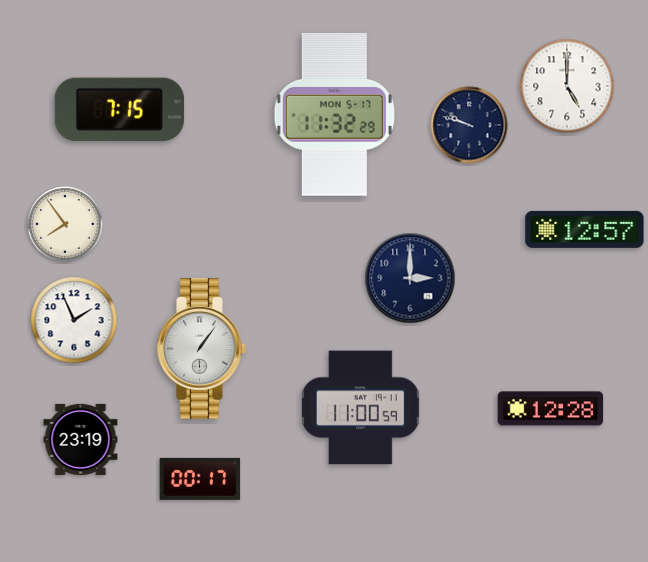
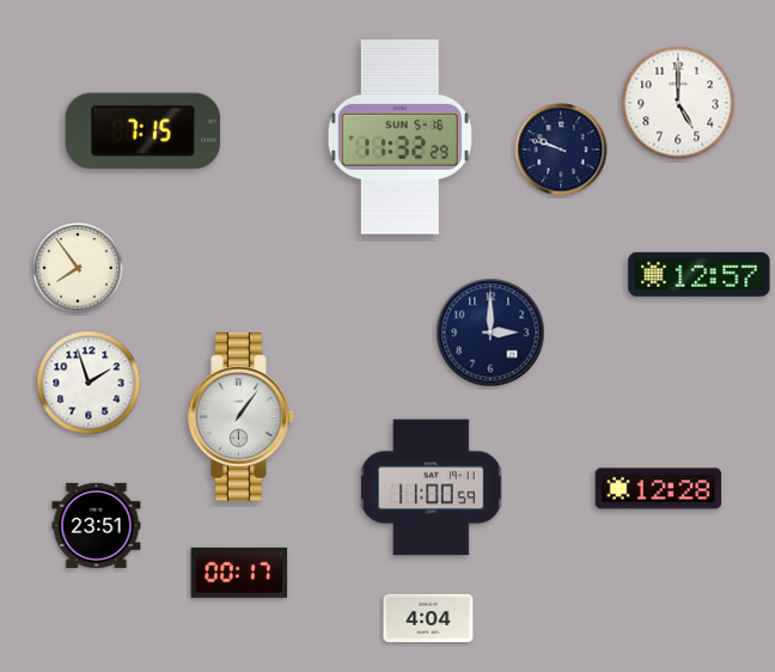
clock at (334, 114) date: MON 5-17 -> SUN 5-16
clock at (74, 320): 1:56 -> 1:57
clock at (81, 439): 23:19 -> 23:51
clock at (428, 618): none -> 4:04
